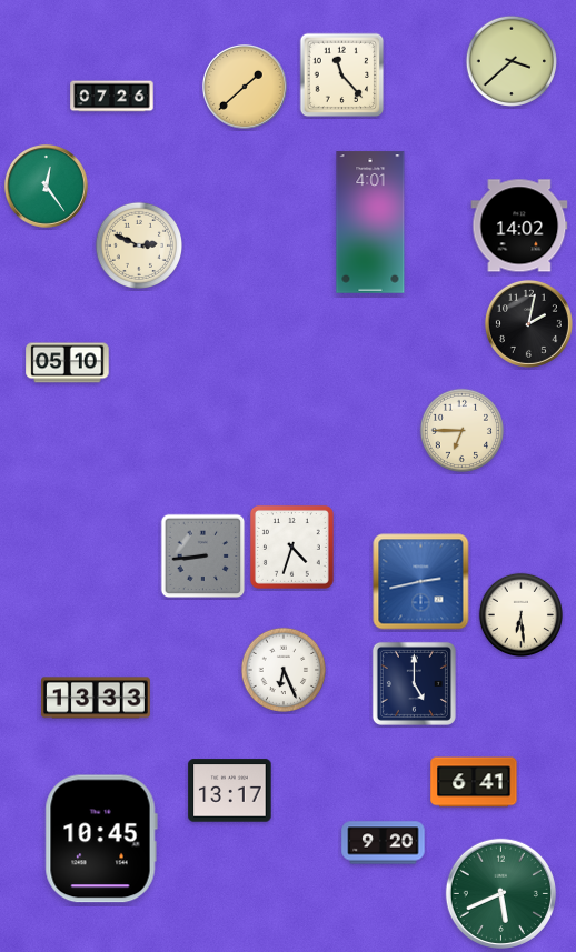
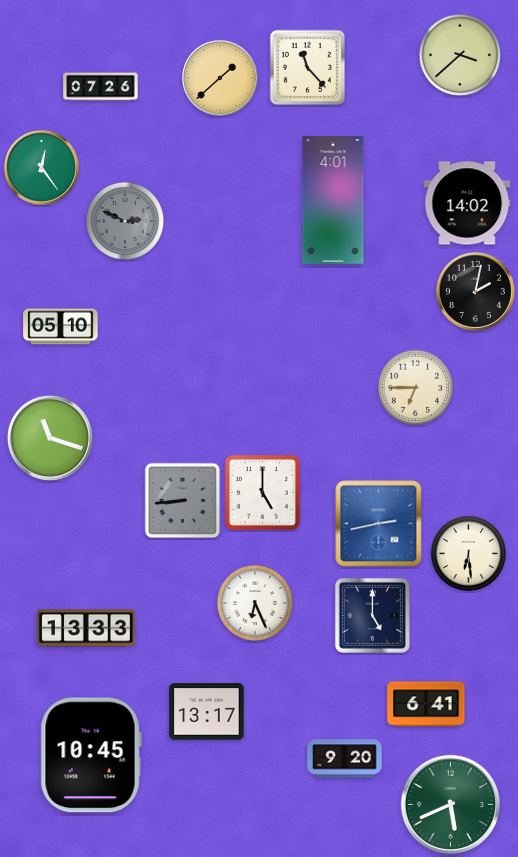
clock at (138, 244) dial: cream -> grey
clock at (50, 438): none -> 11:18
clock at (291, 547): 4:33 -> 5:00
